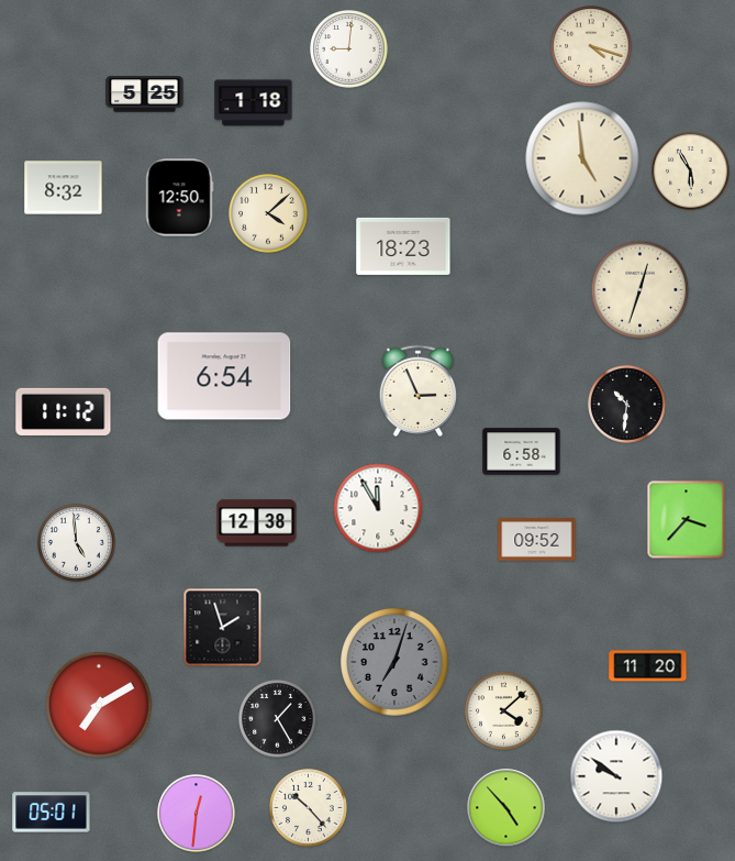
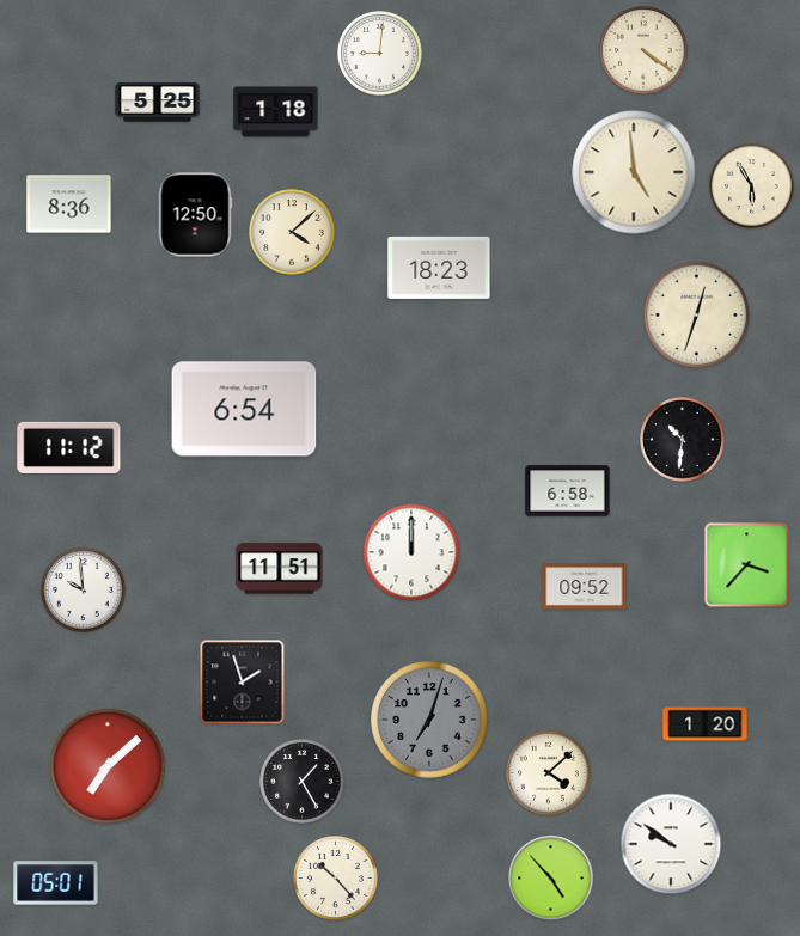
clock at (591, 46): 4:18 -> 4:21
clock at (64, 188): 8:32 -> 8:36
clock at (419, 390): 2:56 -> none
clock at (378, 508): 11:55 -> 12:00
clock at (257, 523): 12:38 -> 11:51
clock at (77, 543): 4:59 -> 9:59
clock at (648, 666): 11:20 -> 1:20
clock at (99, 705): 7:10 -> 7:08
clock at (197, 814): 12:31 -> none
